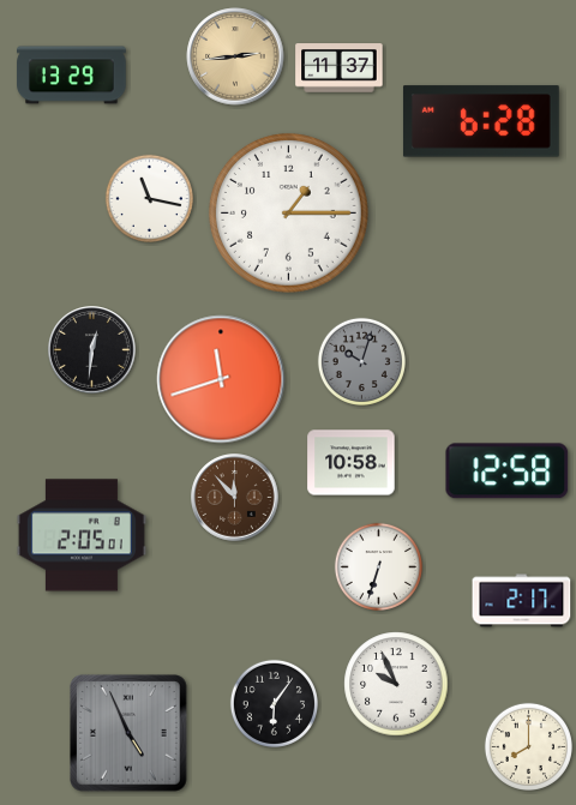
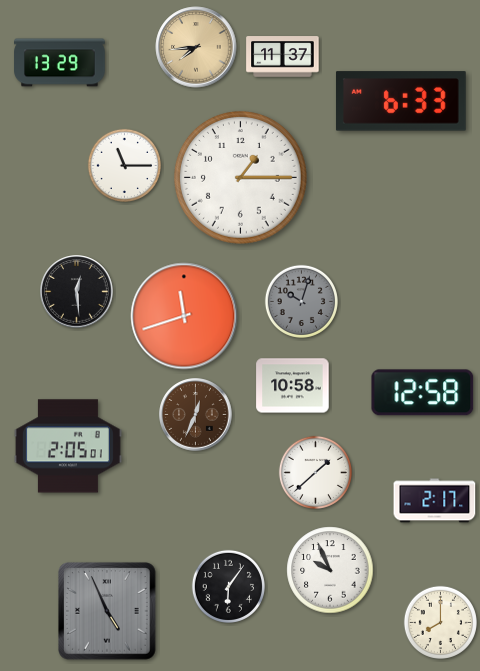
clock at (235, 56): 2:44 -> 7:44
clock at (481, 121): 6:28 -> 6:33
clock at (149, 198): 11:17 -> 11:15
clock at (92, 350): 12:31 -> 12:29
clock at (235, 498): 11:53 -> 12:34
clock at (378, 566): 6:33 -> 1:38
